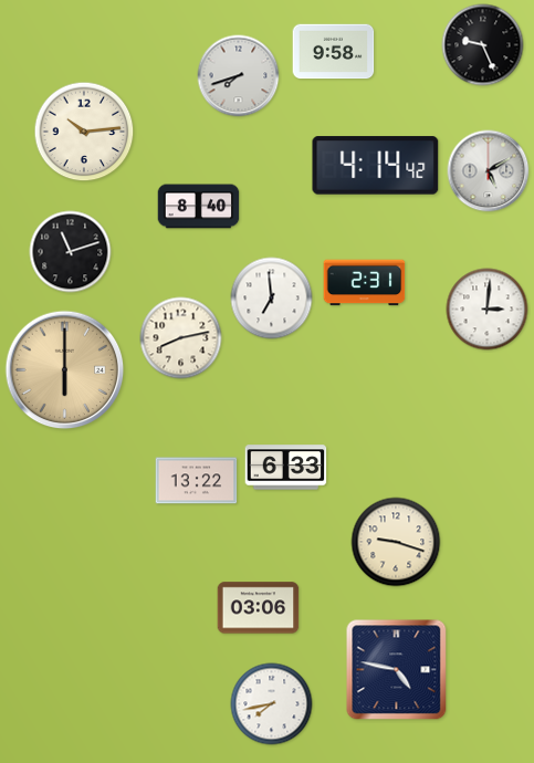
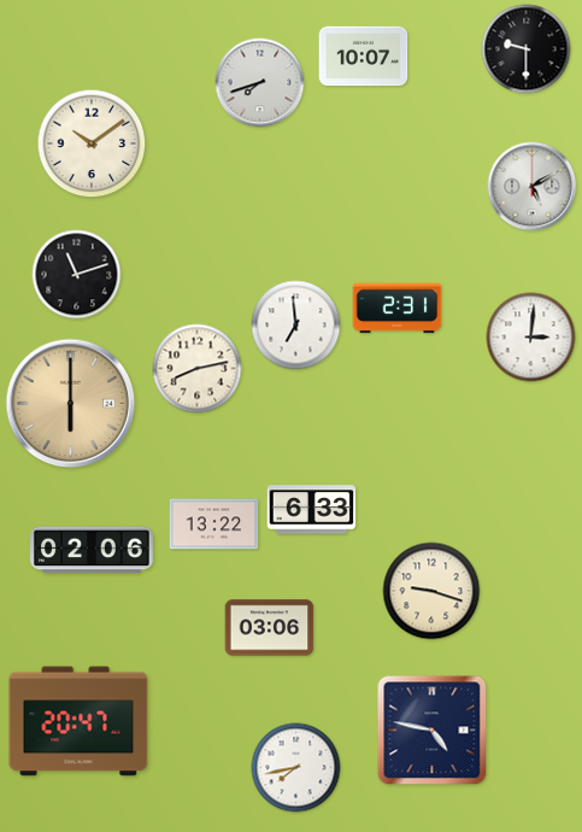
clock at (483, 45): 9:26 -> 9:30
clock at (334, 52): 9:58 -> 10:07
clock at (84, 132): 10:14 -> 10:09
clock at (376, 166): 4:14 -> none
clock at (199, 207): 8:40 -> none
clock at (93, 550): none -> 02:06
clock at (259, 608) position: (259, 608) -> (270, 628)
clock at (78, 721): none -> 20:47
